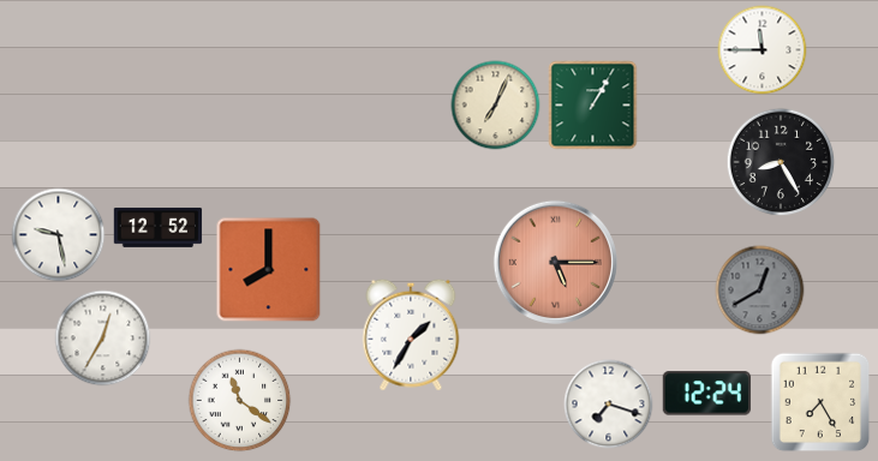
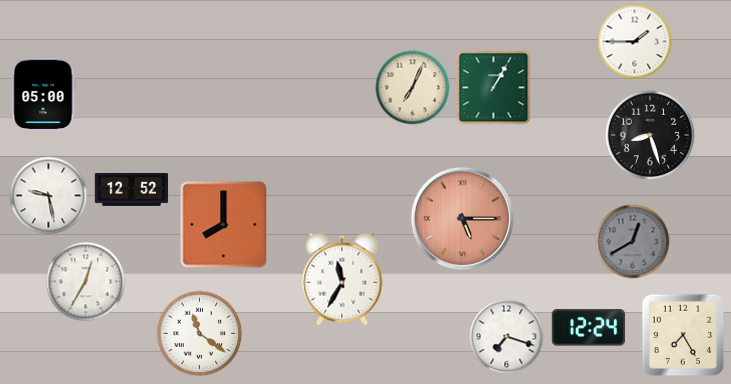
clock at (763, 50): 11:45 -> 1:45
clock at (43, 95): none -> 05:00
clock at (781, 162): 8:25 -> 8:27
clock at (411, 335): 1:35 -> 11:35
